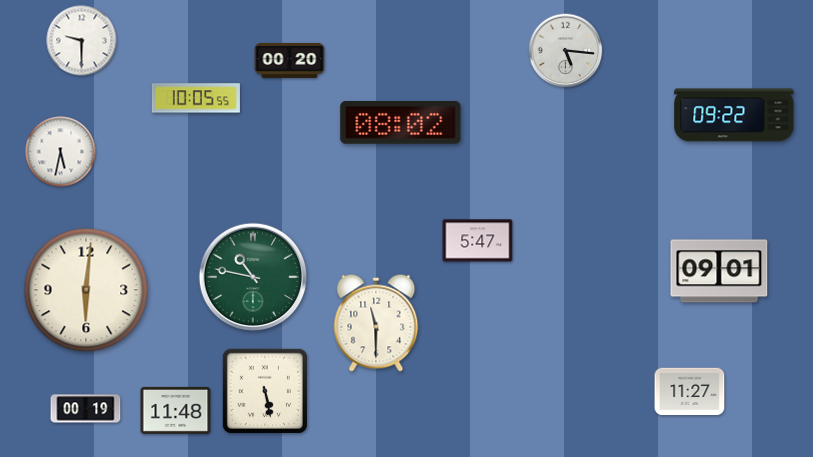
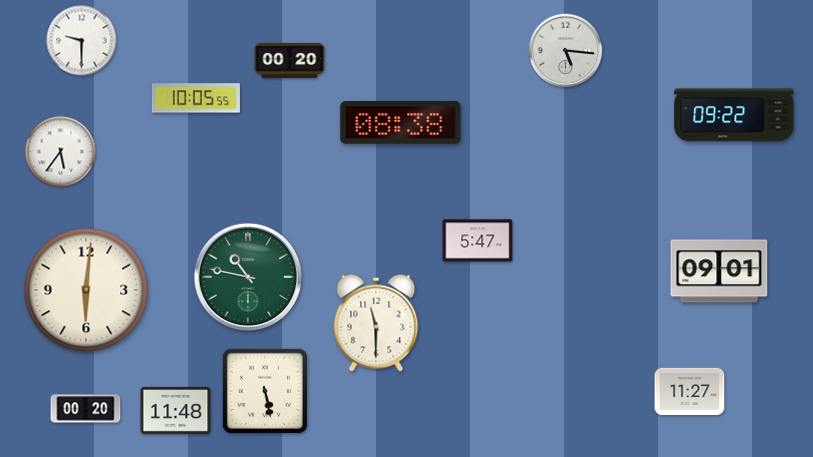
clock at (401, 123): 08:02 -> 08:38
clock at (61, 152): 5:32 -> 5:36
clock at (253, 277) position: (253, 277) -> (248, 277)
clock at (86, 409): 00:19 -> 00:20
